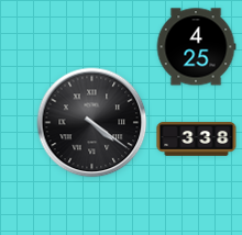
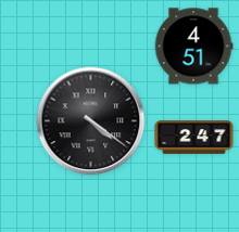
clock at (196, 47): 4:25 -> 4:51
clock at (197, 139): 3:38 -> 2:47
